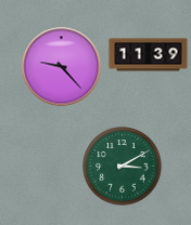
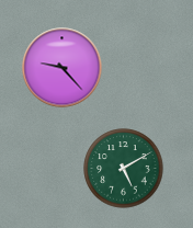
clock at (149, 55): 11:39 -> none
clock at (123, 167): 3:10 -> 5:10
